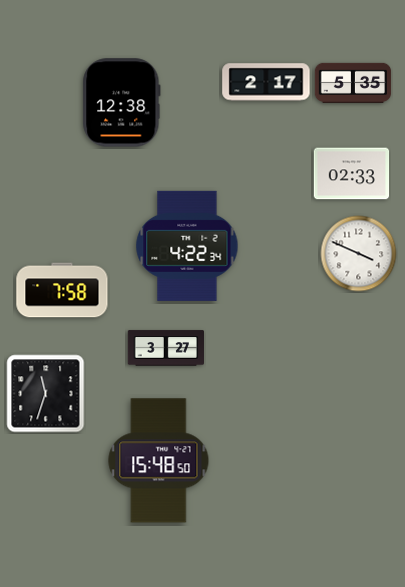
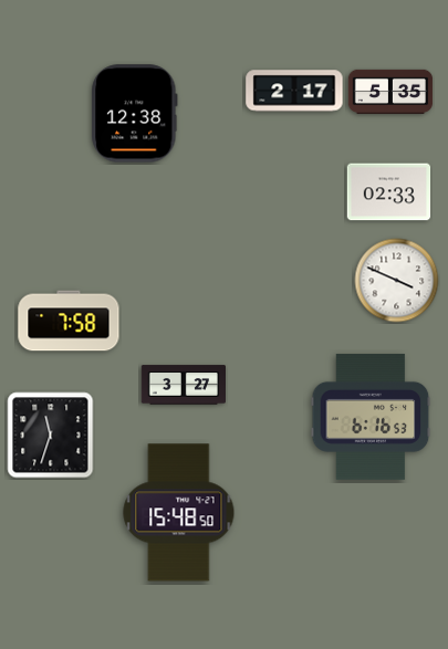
clock at (187, 246): 4:22 -> none
clock at (371, 417): none -> 6:16
clock at (159, 461) position: (159, 461) -> (179, 513)
